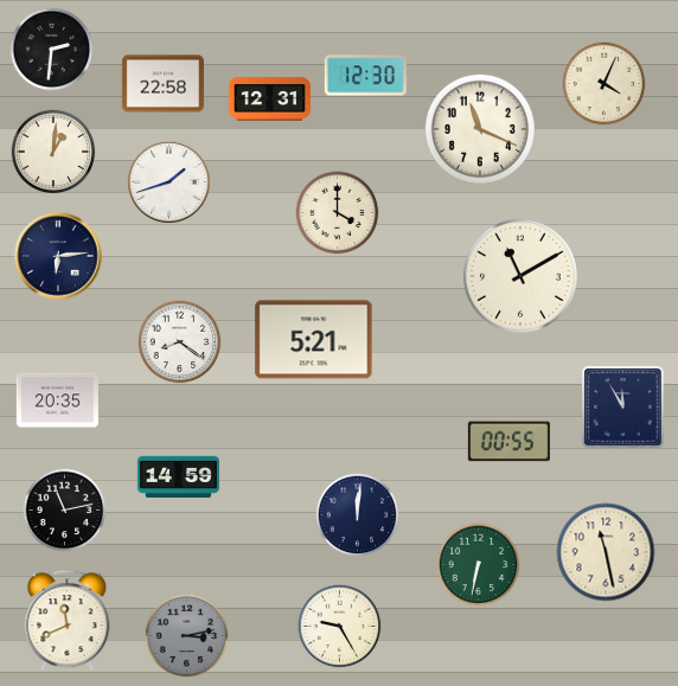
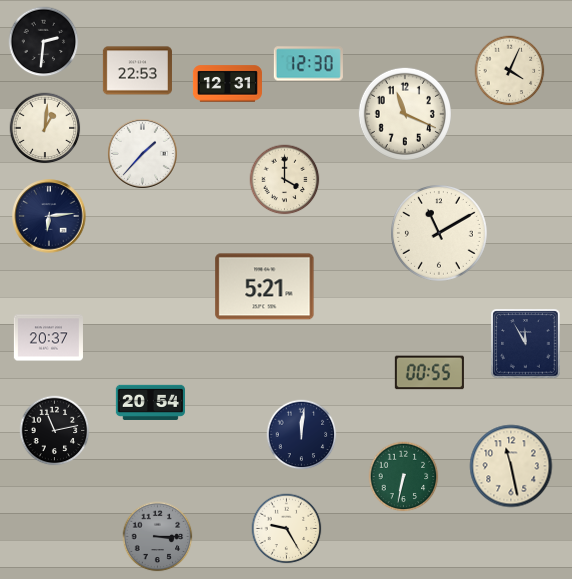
clock at (162, 84): 22:58 -> 22:53
clock at (480, 129) position: (480, 129) -> (405, 114)
clock at (168, 181): 1:42 -> 1:37
clock at (180, 342): 8:21 -> none
clock at (57, 400): 20:35 -> 20:37
clock at (178, 476): 14:59 -> 20:54
clock at (68, 621): 11:41 -> none
clock at (187, 636): 3:13 -> 3:15
